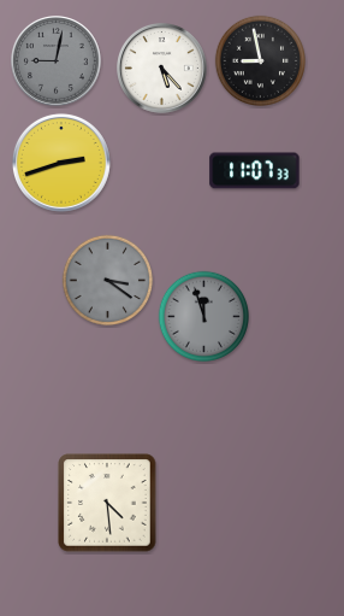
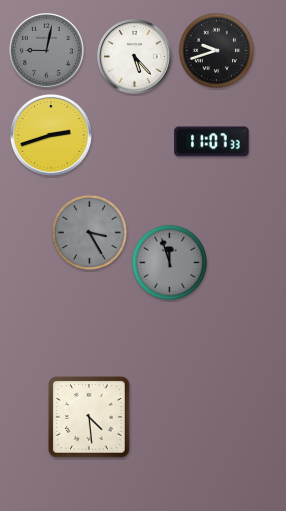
clock at (260, 60): 8:58 -> 9:42
clock at (107, 280): 3:21 -> 3:25
